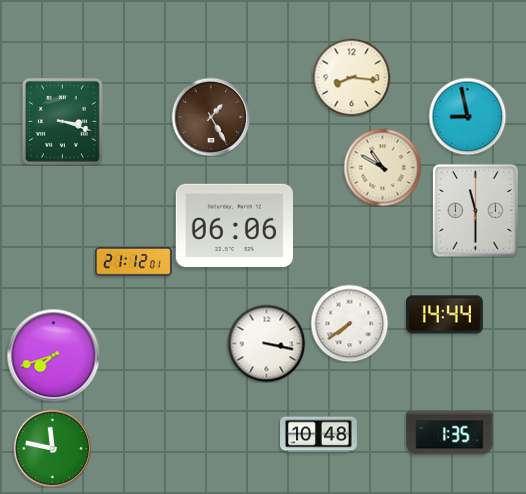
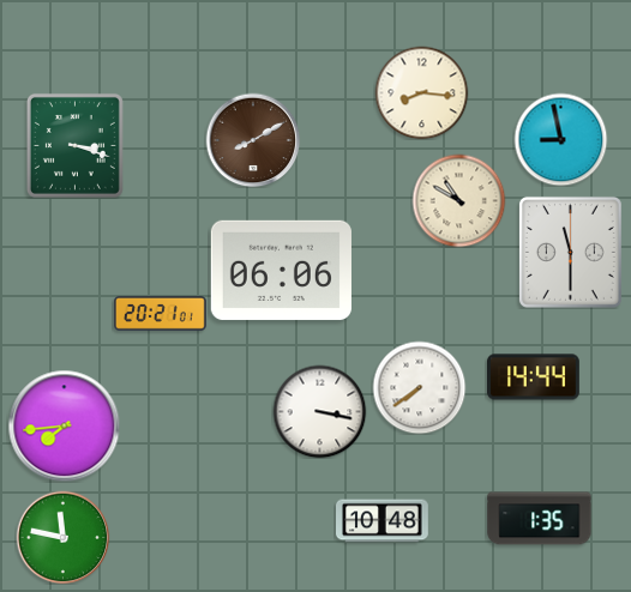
clock at (211, 117): 1:25 -> 8:10
clock at (134, 262): 21:12 -> 20:21
clock at (53, 355): 7:42 -> 7:44
